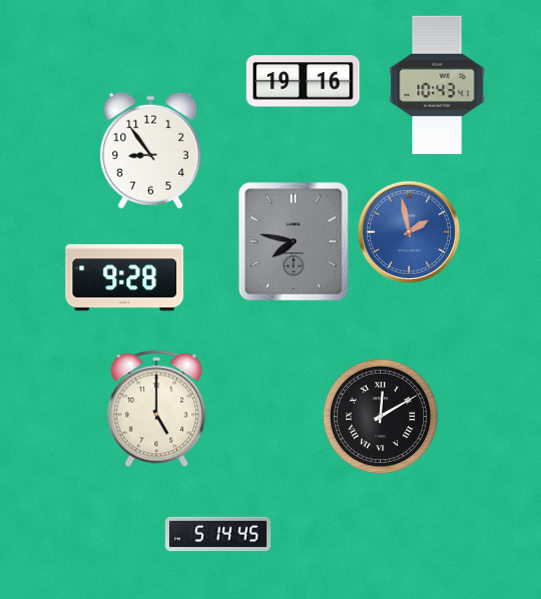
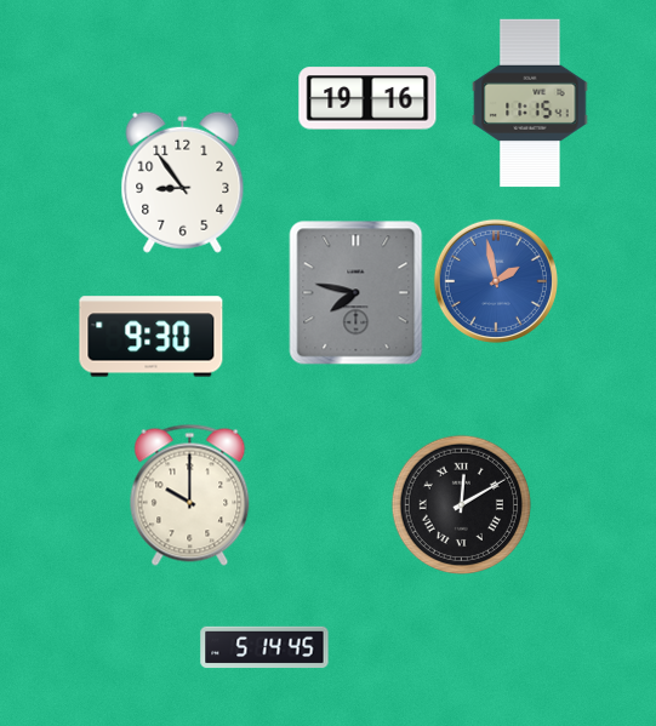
clock at (437, 85): 10:43 -> 11:15
clock at (125, 278): 9:28 -> 9:30
clock at (157, 408): 5:00 -> 10:00
